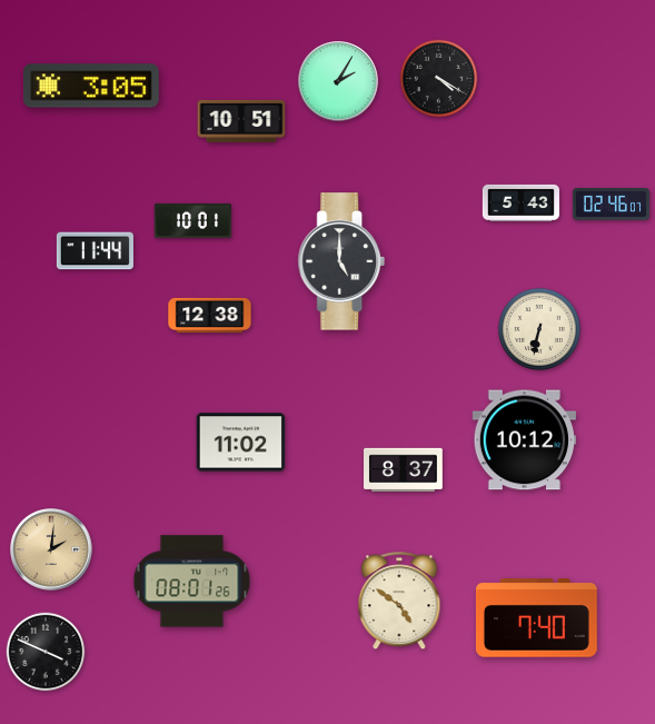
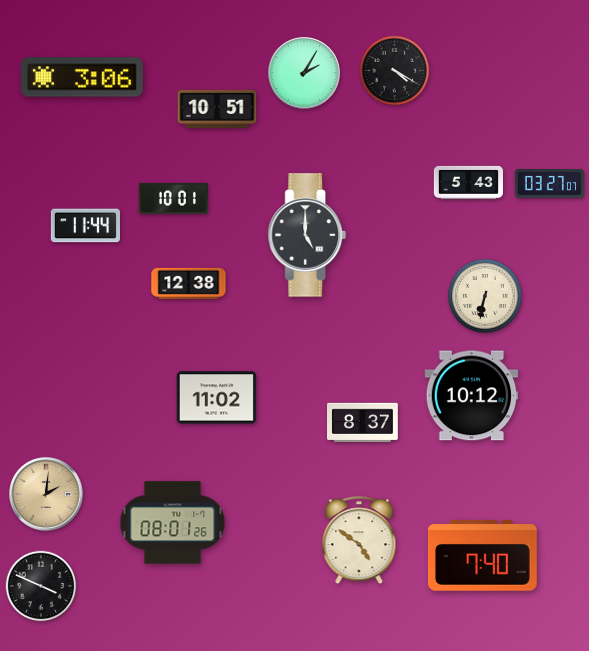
clock at (91, 86): 3:05 -> 3:06
clock at (611, 205): 02:46 -> 03:27
